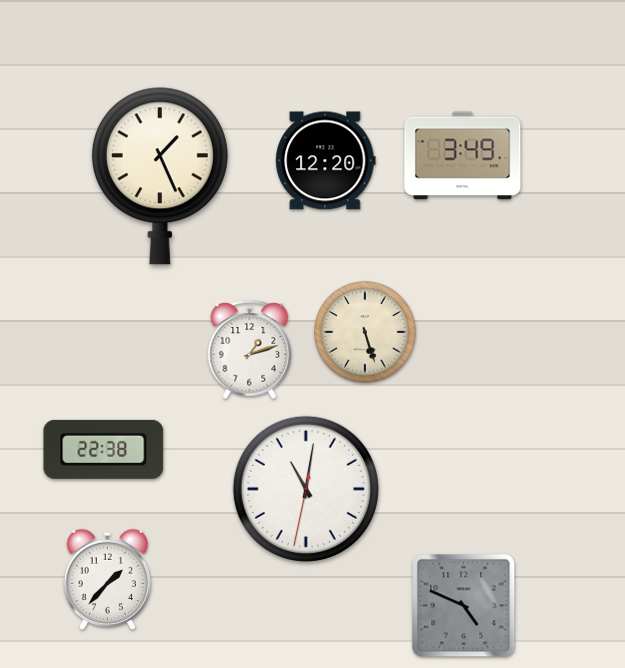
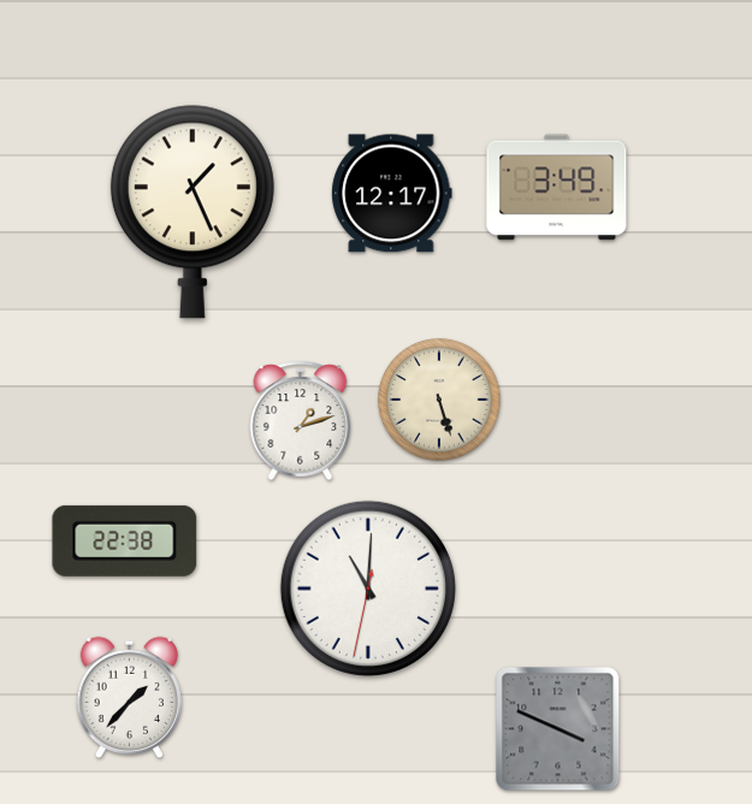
clock at (326, 161): 12:20 -> 12:17
clock at (306, 489): 11:01 -> 11:00
clock at (464, 606): 4:49 -> 3:49
